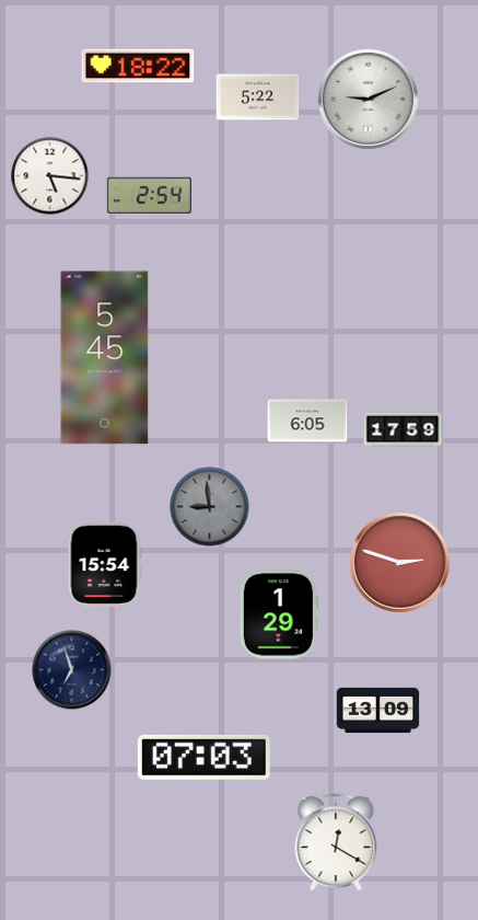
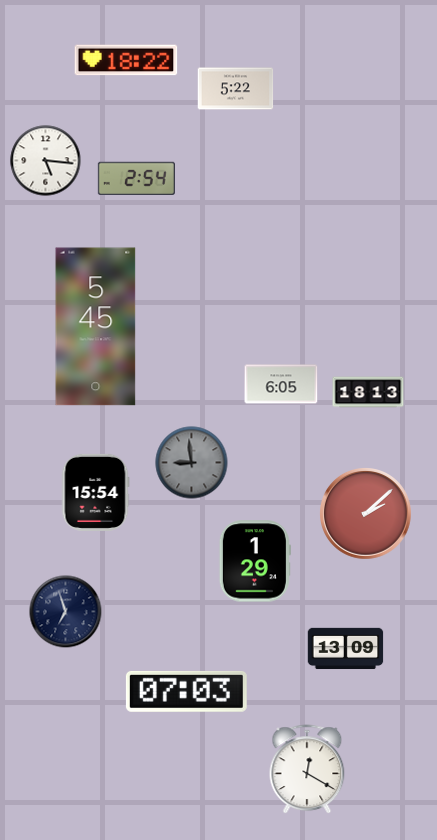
clock at (369, 100): 9:11 -> none
clock at (403, 429): 17:59 -> 18:13
clock at (400, 563): 2:48 -> 2:08
clock at (104, 564) position: (104, 564) -> (95, 492)
